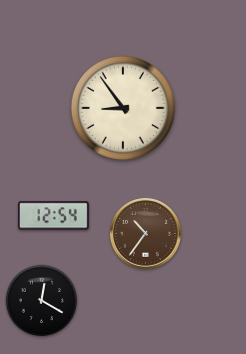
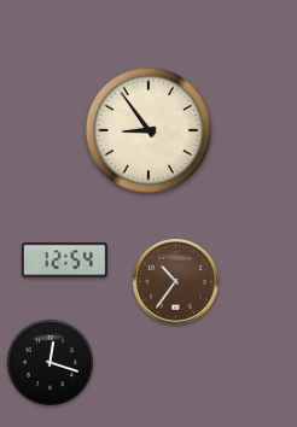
clock at (42, 301): 12:20 -> 12:18
